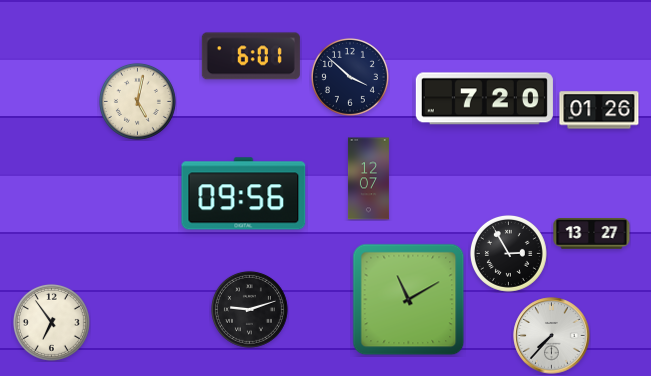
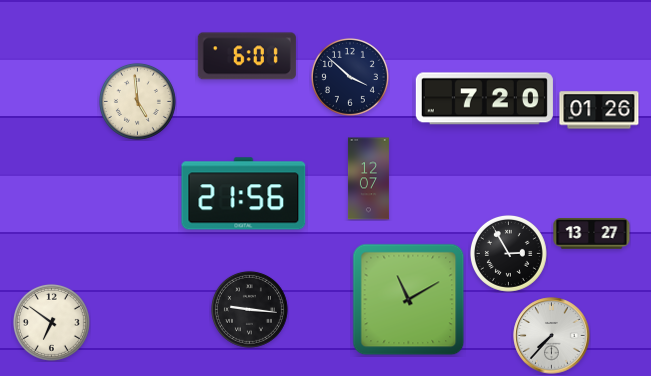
clock at (251, 56) position: (251, 56) -> (247, 56)
clock at (137, 101): 5:02 -> 4:59
clock at (244, 194): 09:56 -> 21:56
clock at (249, 309): 9:12 -> 9:16
clock at (51, 322): 6:54 -> 6:51
